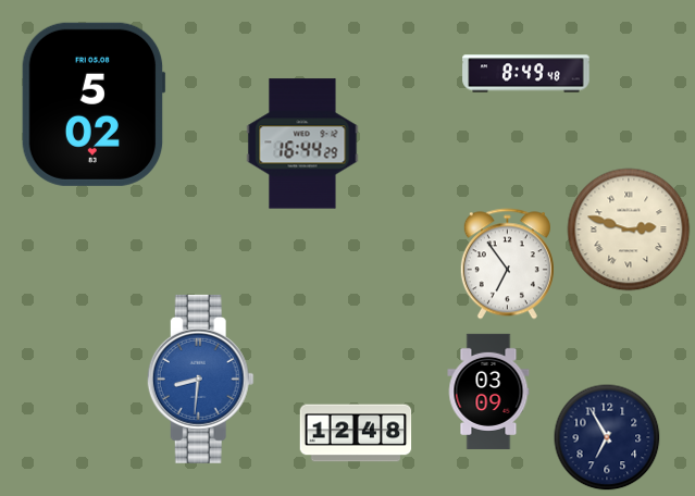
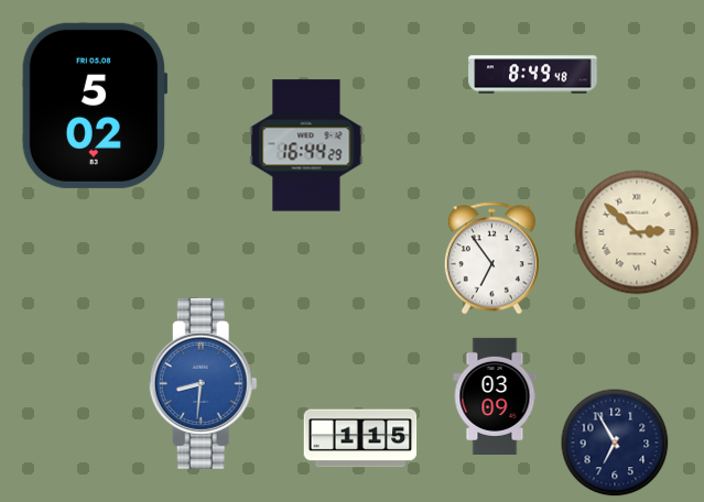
clock at (629, 230): 2:48 -> 2:52
clock at (507, 264) position: (507, 264) -> (491, 259)
clock at (356, 433): 12:48 -> 1:15
